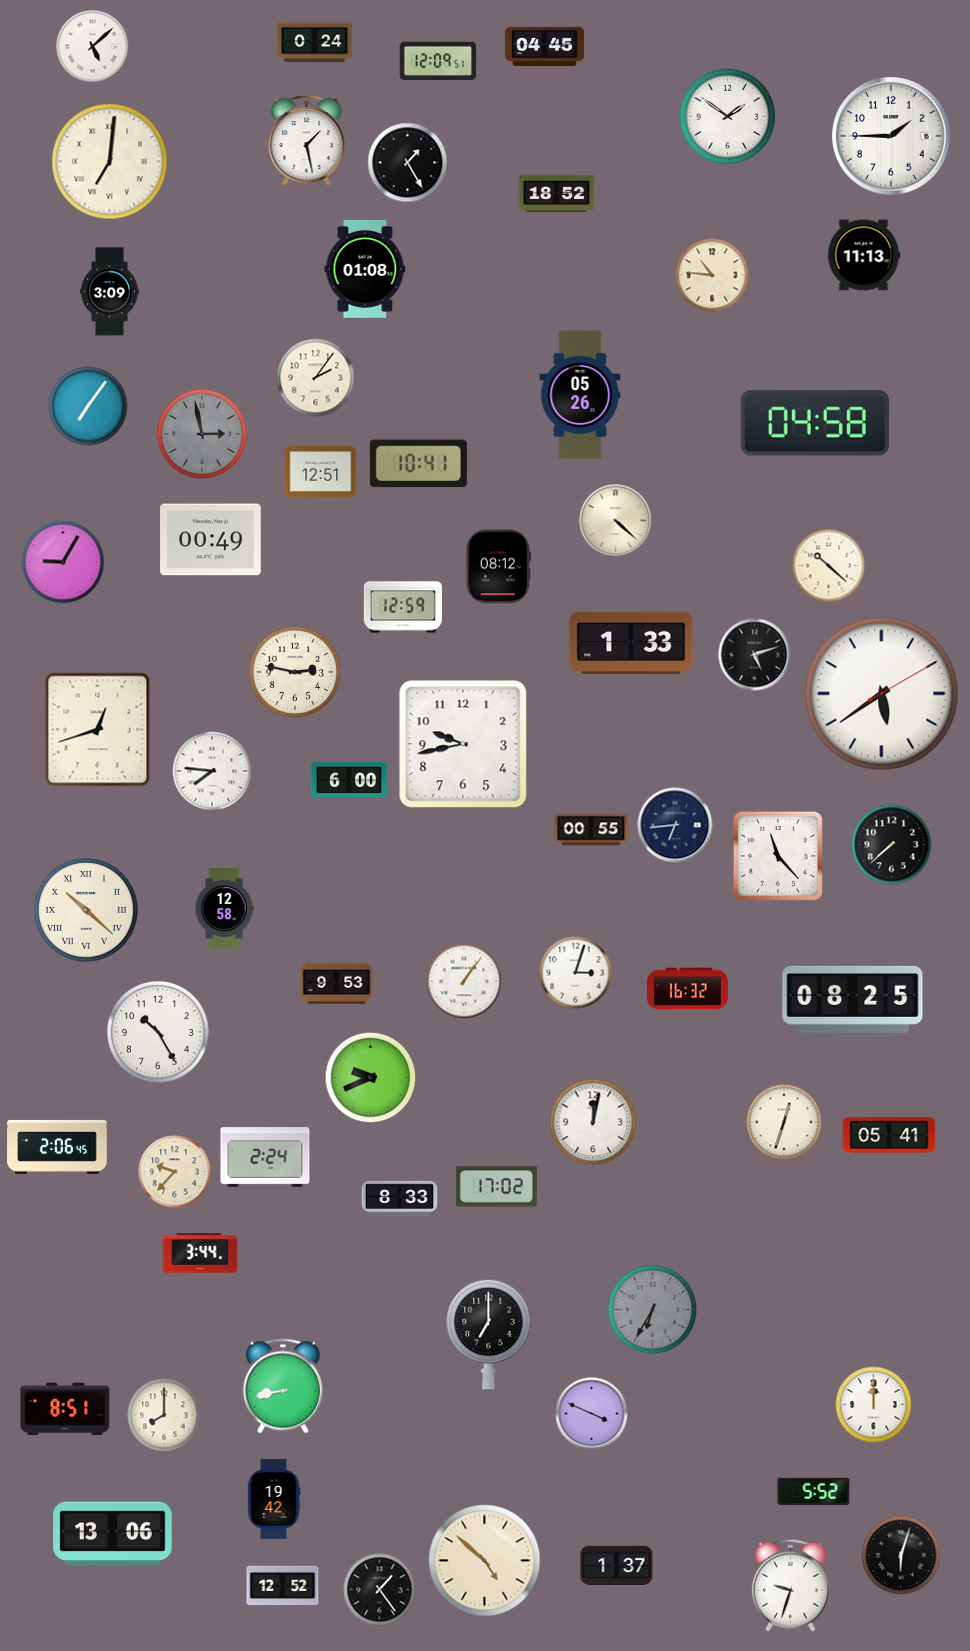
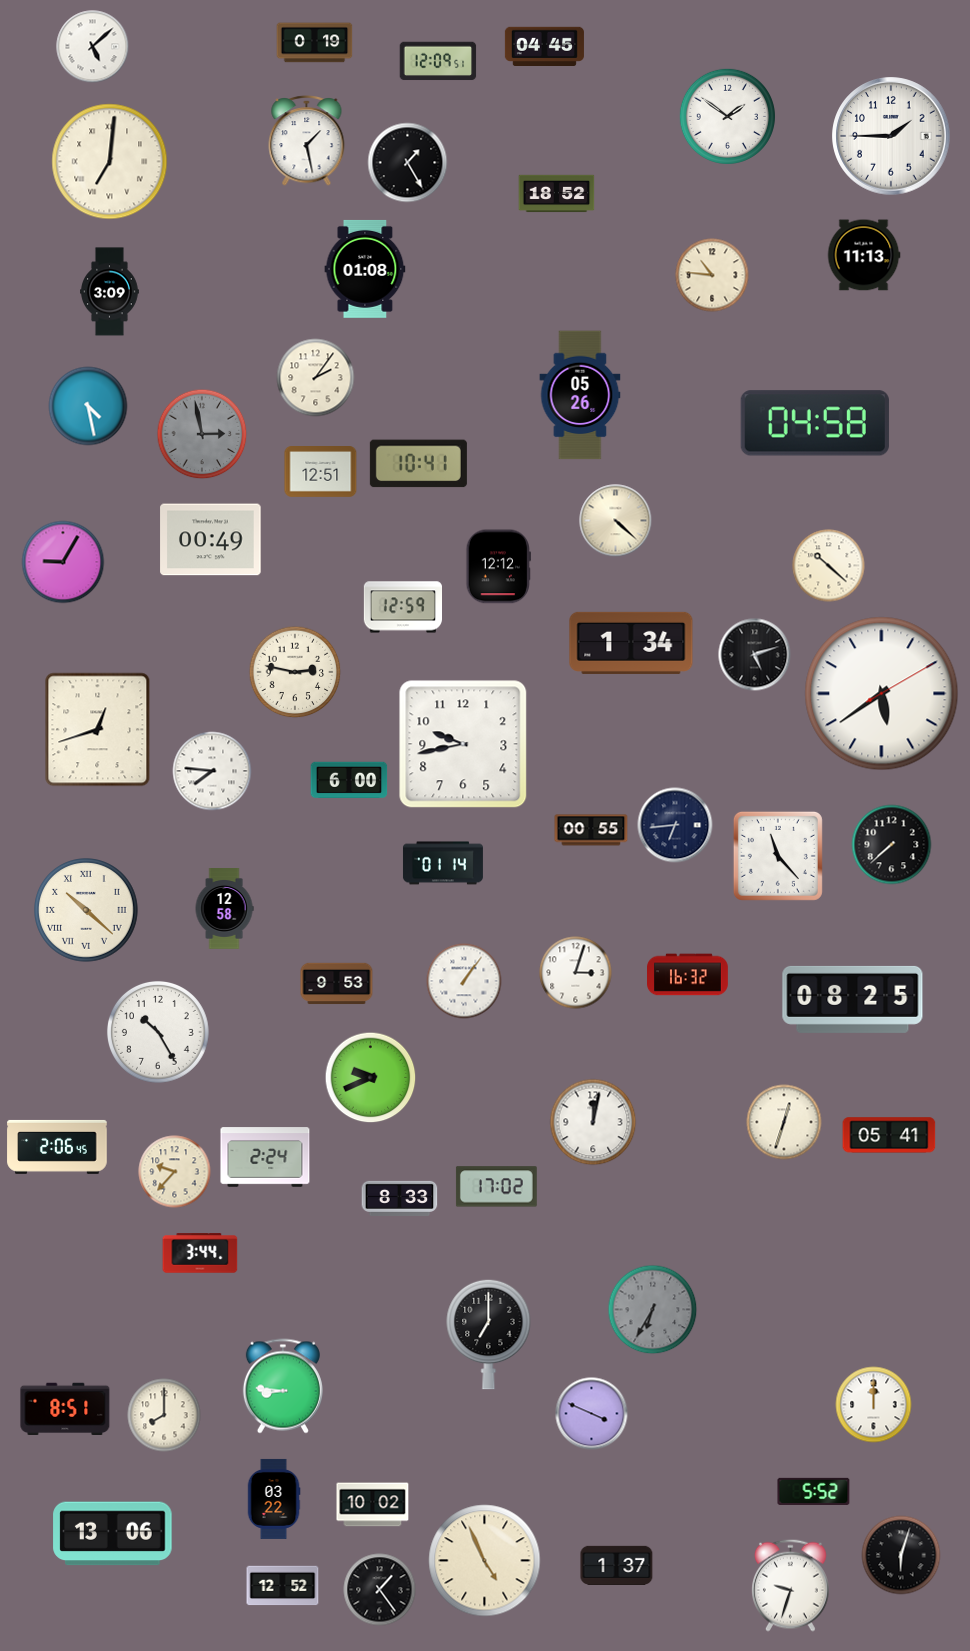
clock at (315, 43): 0:24 -> 0:19
clock at (88, 406): 7:06 -> 4:28
clock at (498, 567): 08:12 -> 12:12
clock at (631, 643): 1:33 -> 1:34
clock at (443, 863): none -> 01:14
clock at (688, 989) position: (688, 989) -> (688, 975)
clock at (283, 1386): 8:43 -> 8:46
clock at (274, 1499): 19:42 -> 03:22
clock at (373, 1505): none -> 10:02
clock at (485, 1561): 4:52 -> 4:56
